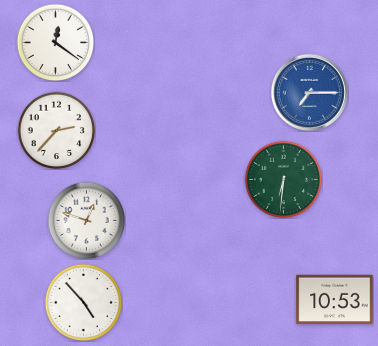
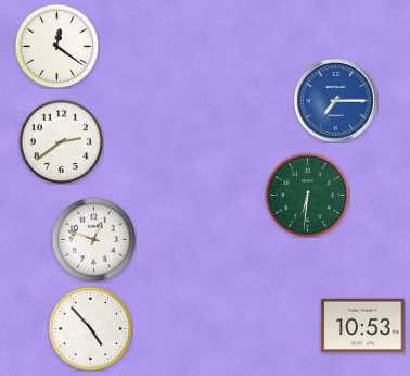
clock at (55, 42) position: (55, 42) -> (56, 46)
clock at (56, 130): 2:37 -> 2:39
